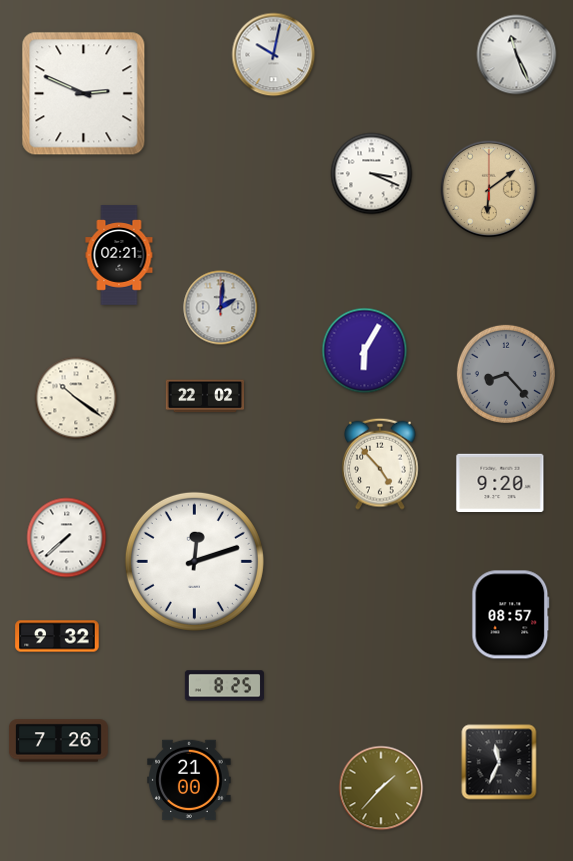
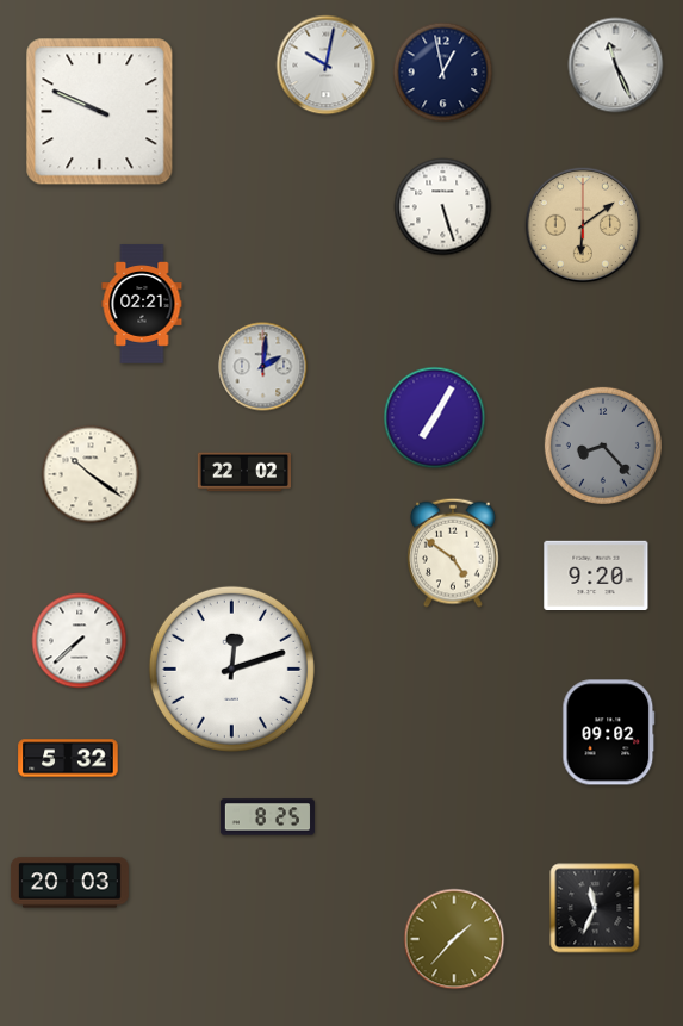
clock at (443, 73): none -> 12:58
clock at (84, 94): 2:49 -> 9:49
clock at (372, 174): 3:19 -> 5:27
clock at (365, 351): 6:05 -> 7:05
clock at (381, 464): 4:53 -> 4:51
clock at (511, 615): 08:57 -> 09:02
clock at (57, 636): 9:32 -> 5:32
clock at (58, 741): 7:26 -> 20:03
clock at (189, 780): 21:00 -> none
